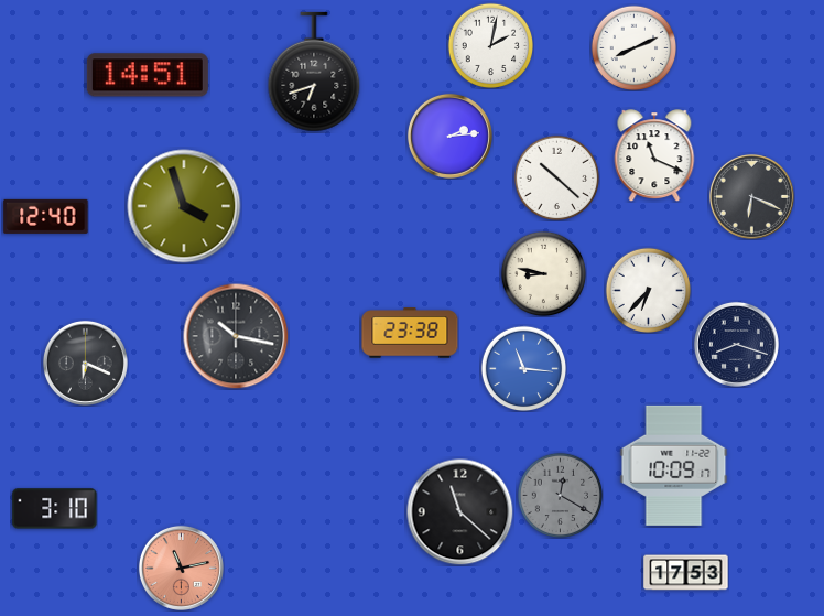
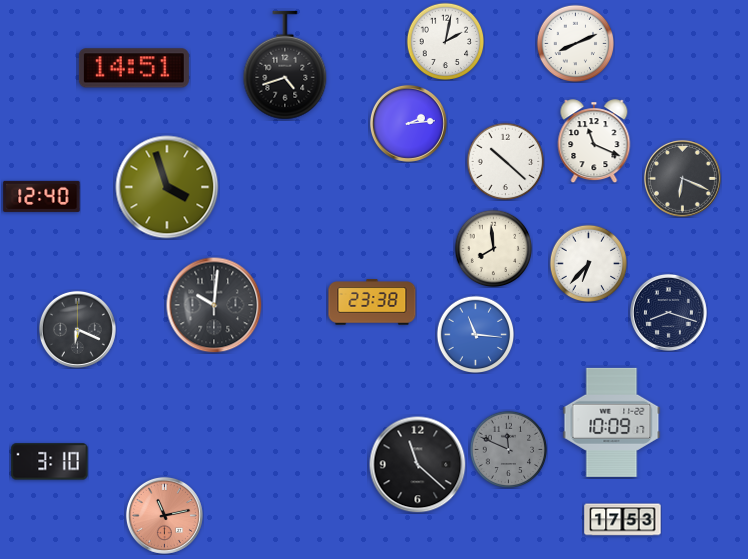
clock at (314, 72): 6:42 -> 4:42
clock at (543, 273): 8:47 -> 7:59
clock at (236, 336): 10:17 -> 10:01
clock at (560, 495): 12:20 -> 11:49
